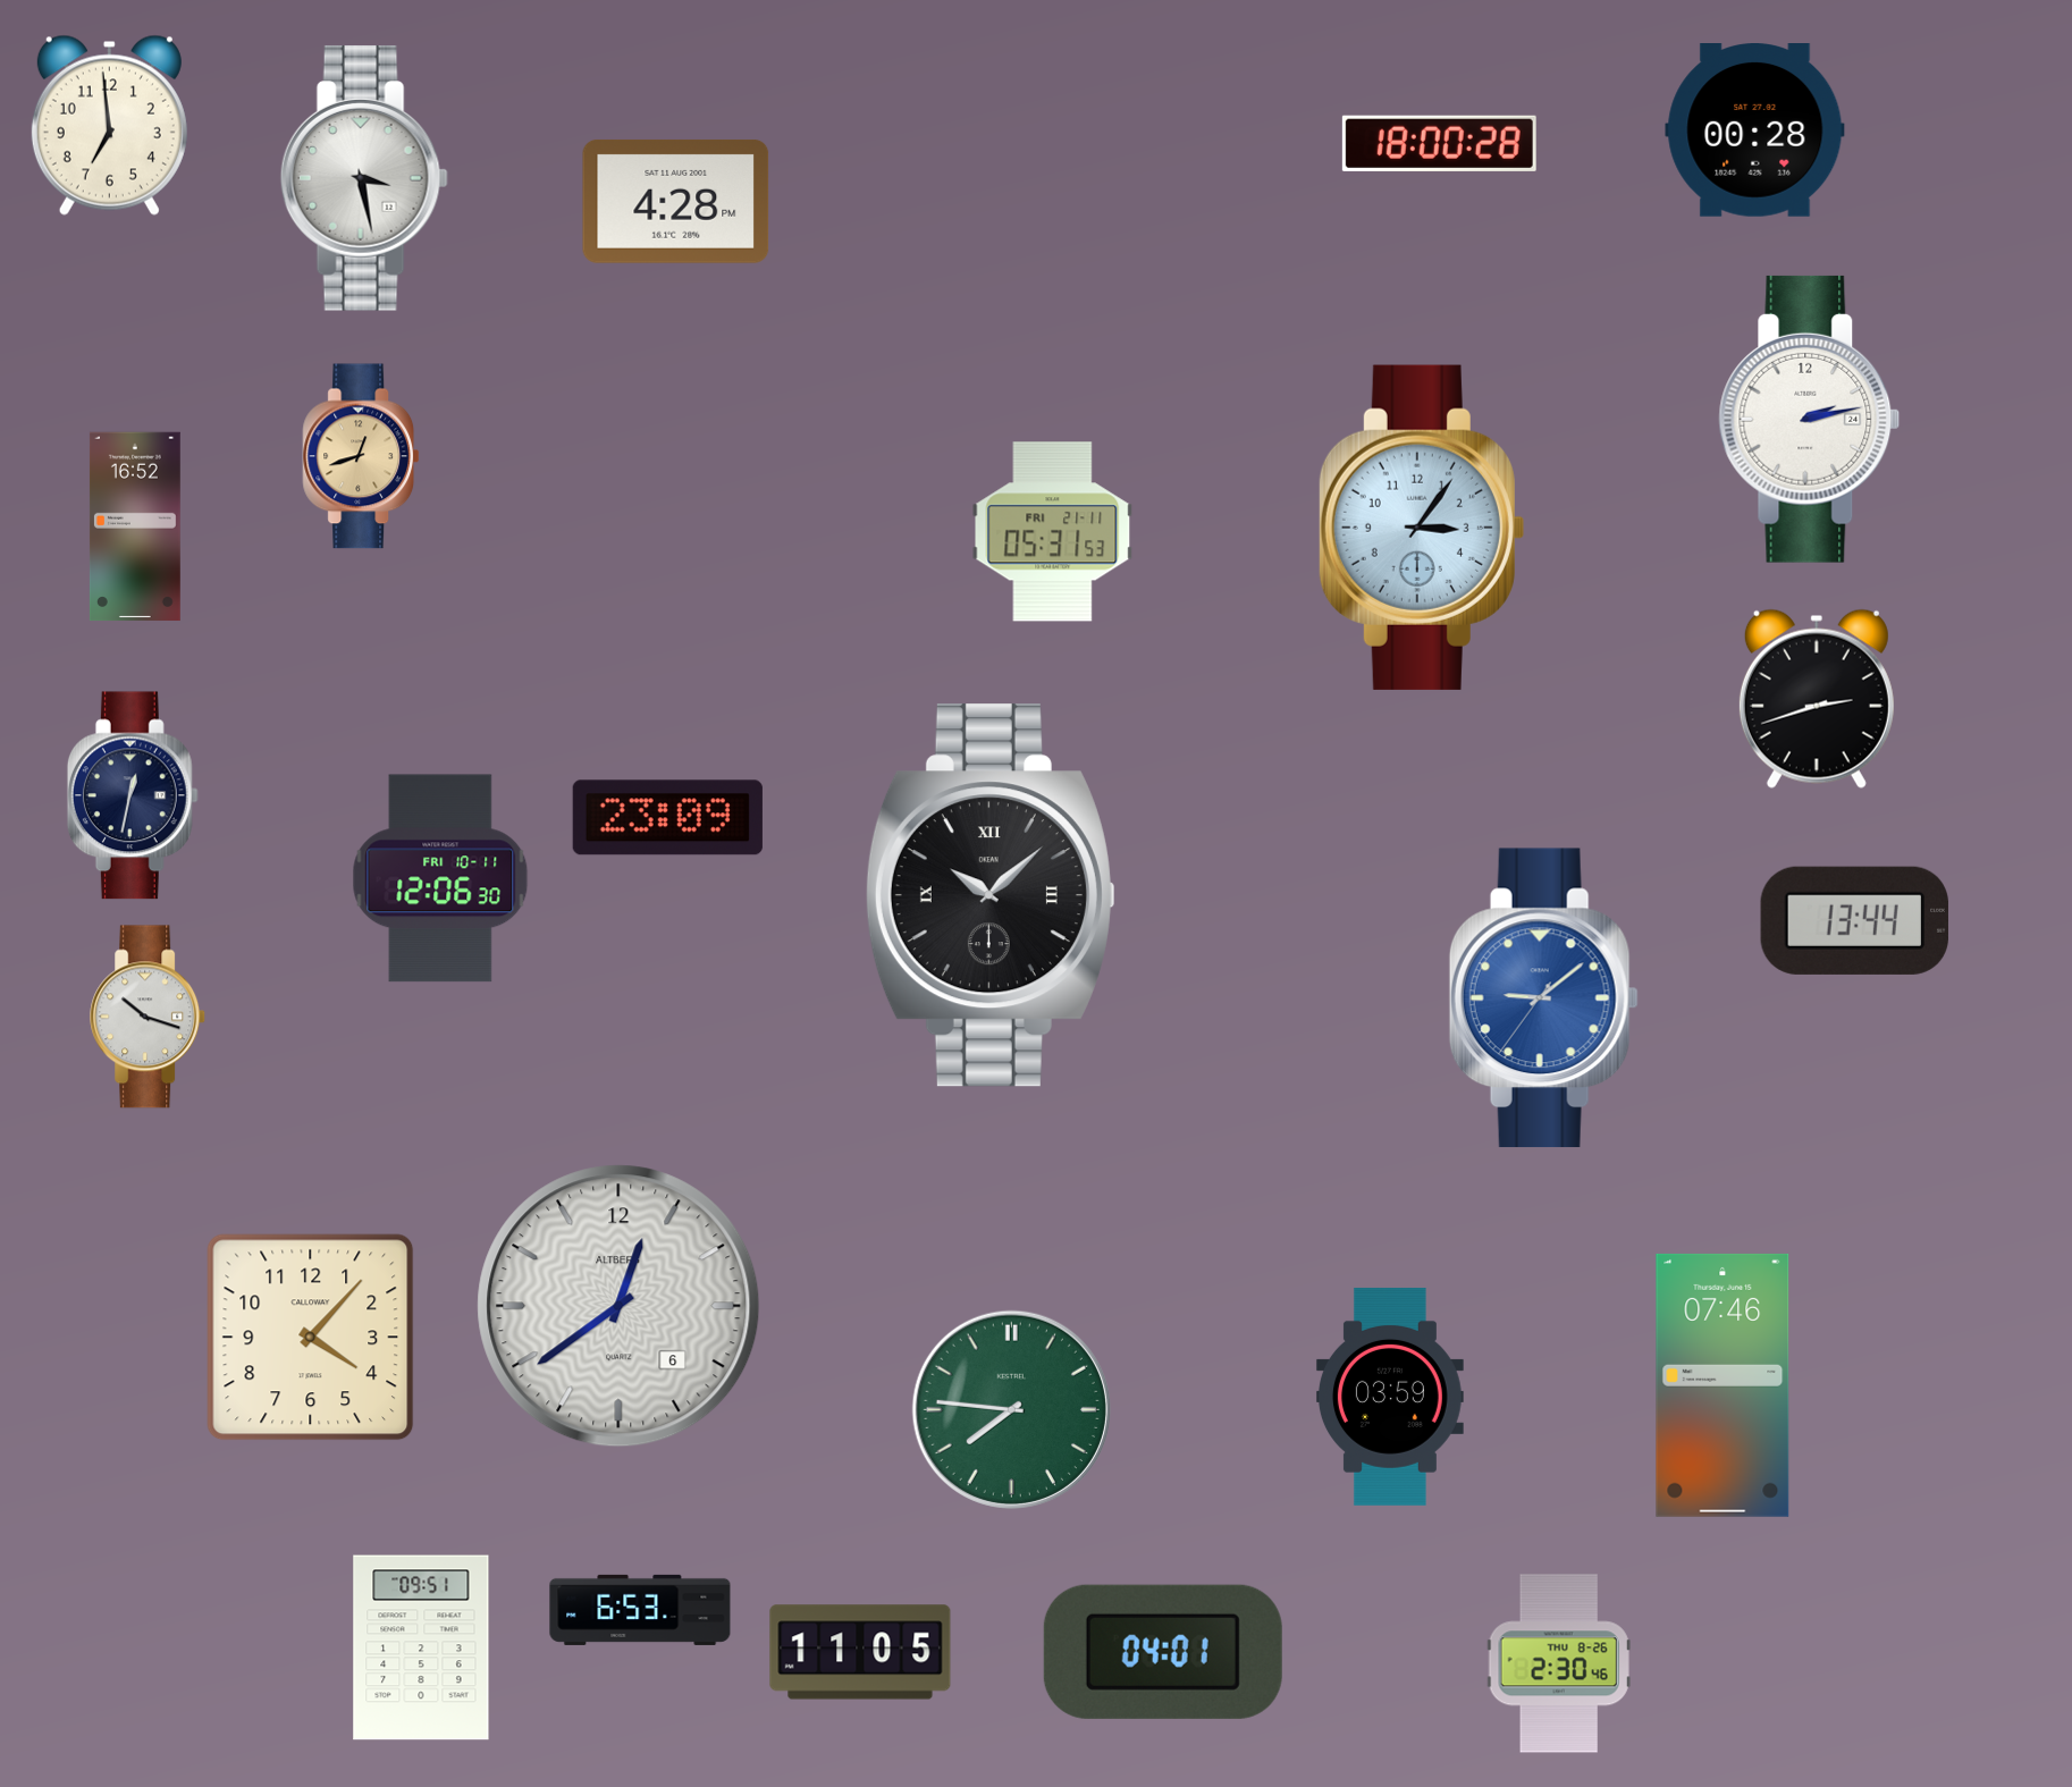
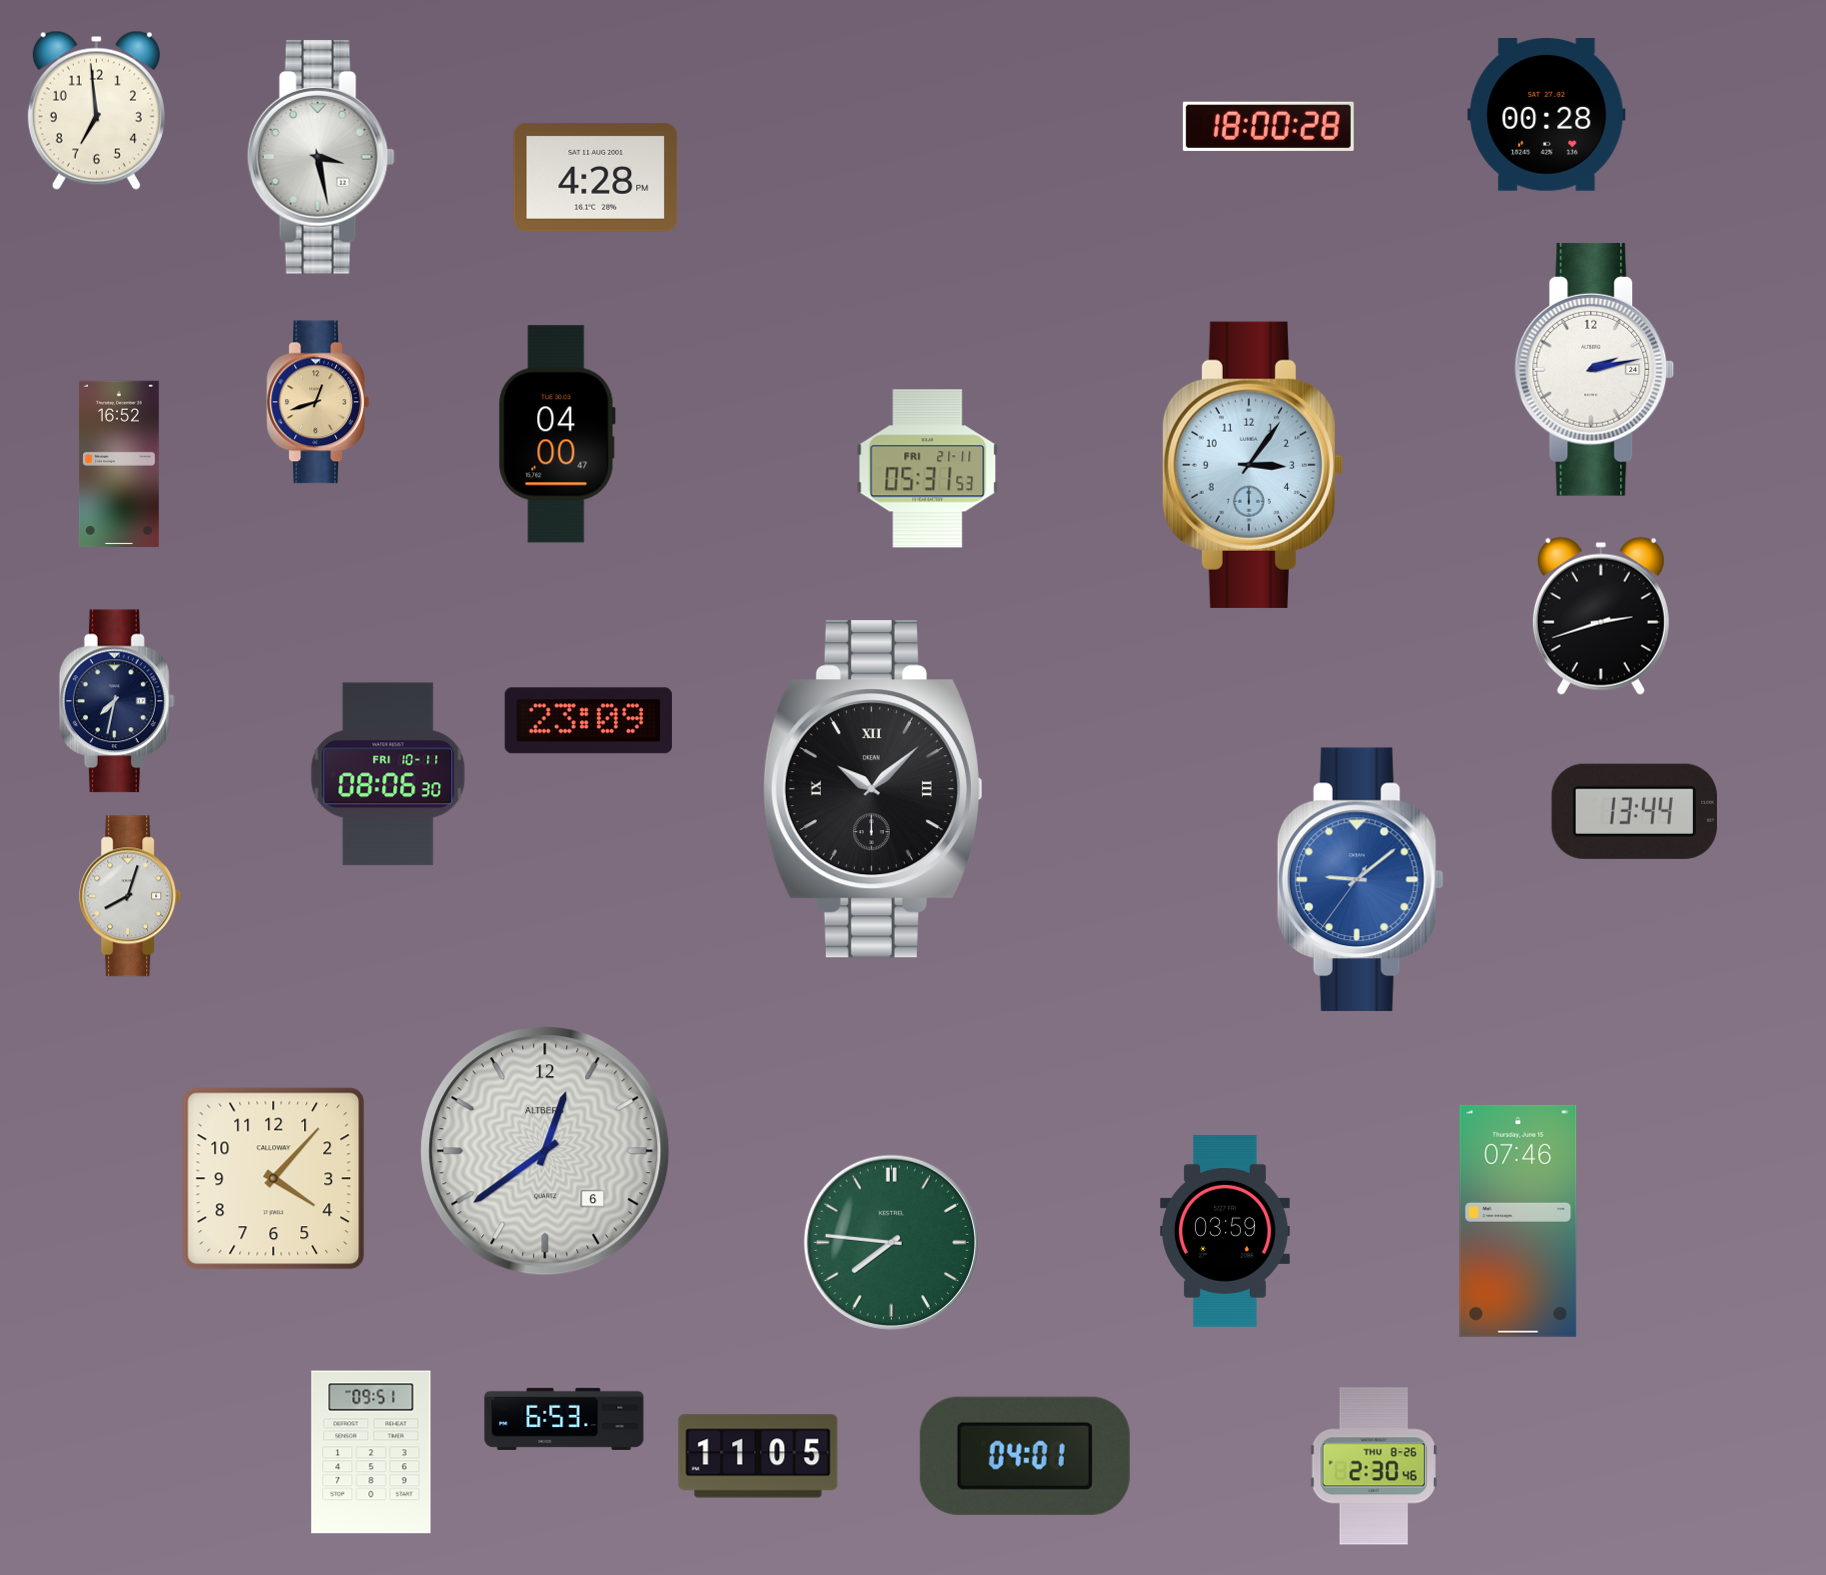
clock at (557, 434): none -> 04:00
clock at (133, 795): 12:32 -> 7:32
clock at (440, 878): 12:06 -> 08:06
clock at (149, 1017): 10:18 -> 8:03
